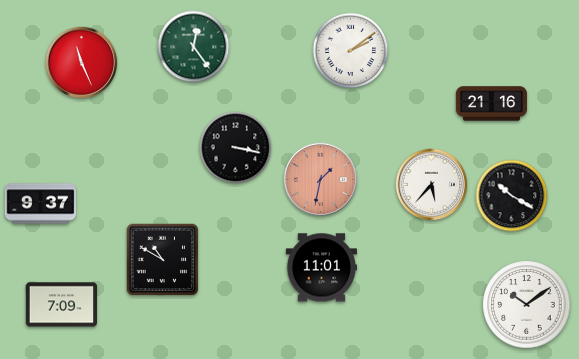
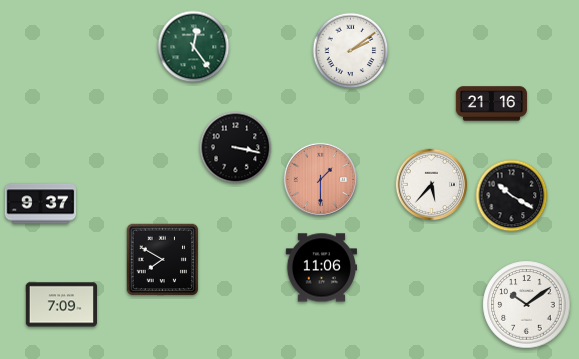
clock at (82, 63): 11:26 -> none
clock at (320, 179): 1:32 -> 1:30
clock at (163, 260): 10:50 -> 7:50
clock at (321, 268): 11:01 -> 11:06
